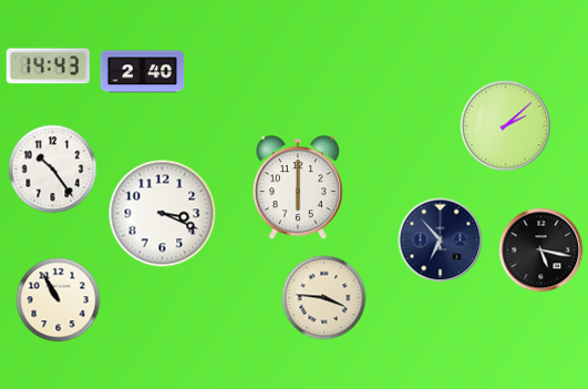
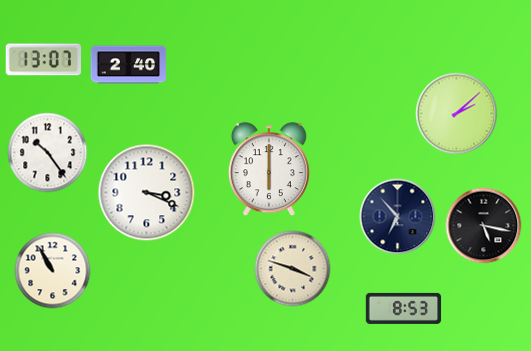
clock at (48, 66): 14:43 -> 13:07
clock at (541, 250) position: (541, 250) -> (484, 226)
clock at (324, 298): 3:46 -> 3:48
clock at (404, 308): none -> 8:53
